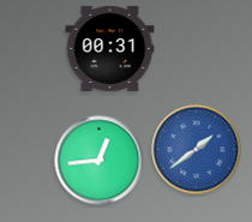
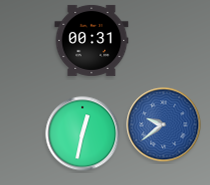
clock at (197, 150): 1:39 -> 9:39
clock at (100, 161): 12:44 -> 12:32
